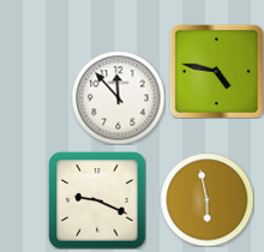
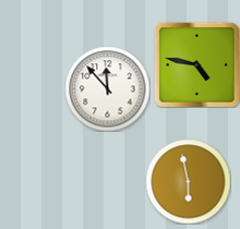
clock at (97, 200): 9:19 -> none
